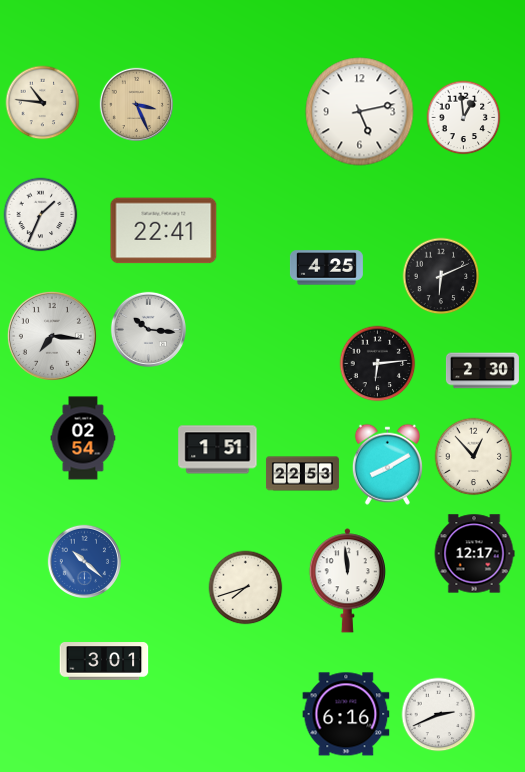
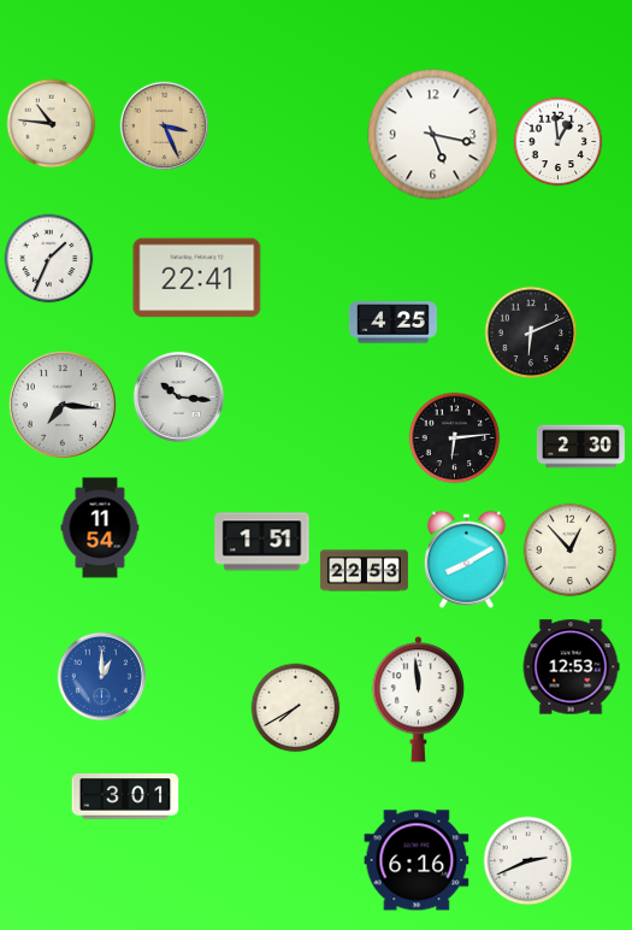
clock at (360, 112): 5:13 -> 5:17
clock at (83, 438): 02:54 -> 11:54
clock at (474, 554): 12:17 -> 12:53
clock at (84, 561): 10:22 -> 1:00
clock at (246, 588): 7:42 -> 7:40
